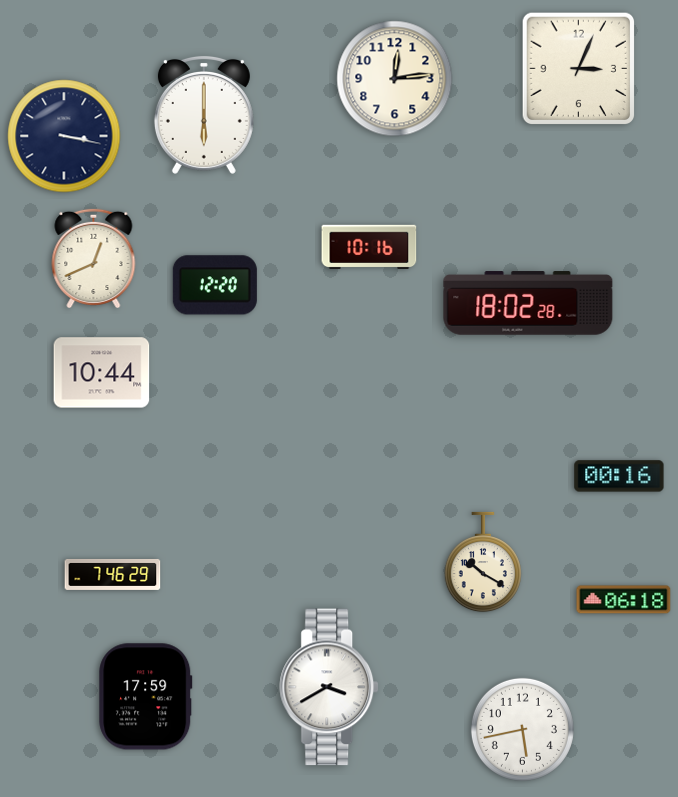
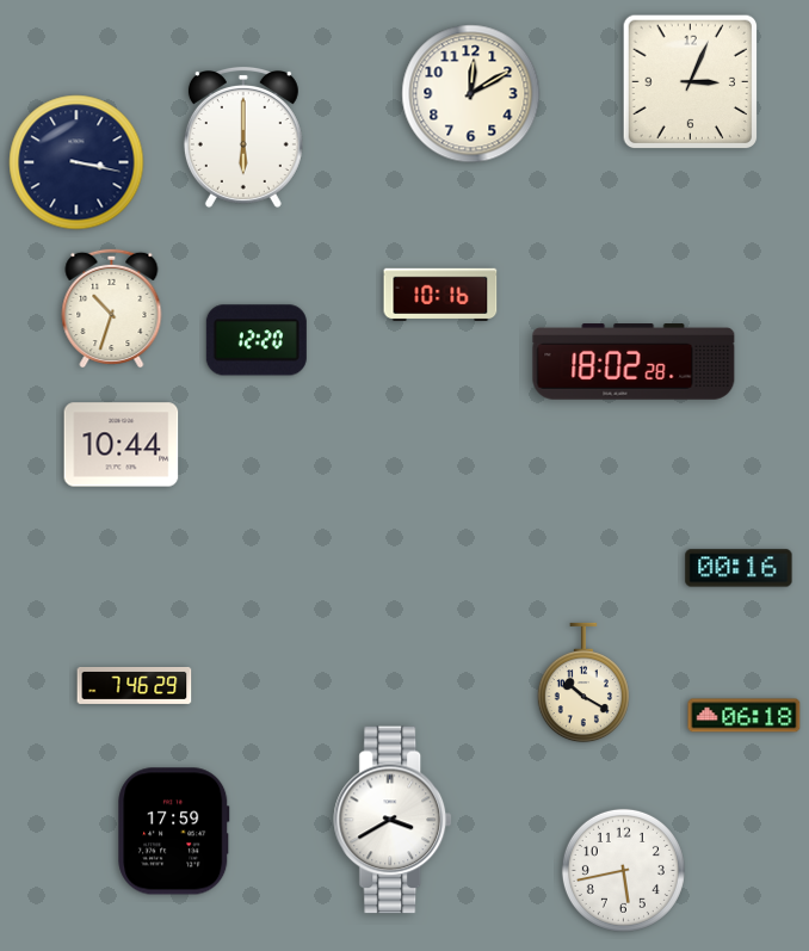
clock at (395, 79): 12:14 -> 12:10
clock at (94, 257): 12:41 -> 10:33
clock at (528, 303) position: (528, 303) -> (634, 362)
clock at (483, 562) position: (483, 562) -> (583, 683)
